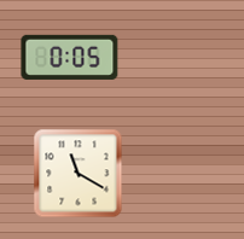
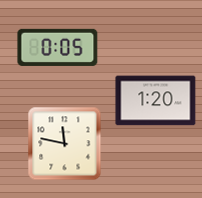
clock at (156, 101): none -> 1:20
clock at (79, 174): 11:20 -> 11:47
